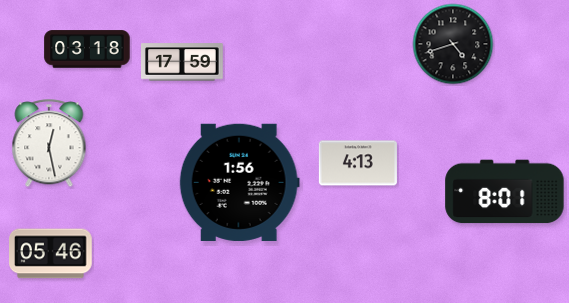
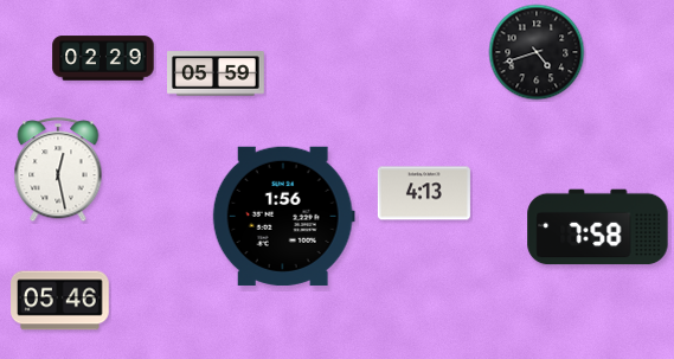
clock at (87, 49): 03:18 -> 02:29
clock at (183, 62): 17:59 -> 05:59
clock at (505, 192): 8:01 -> 7:58
